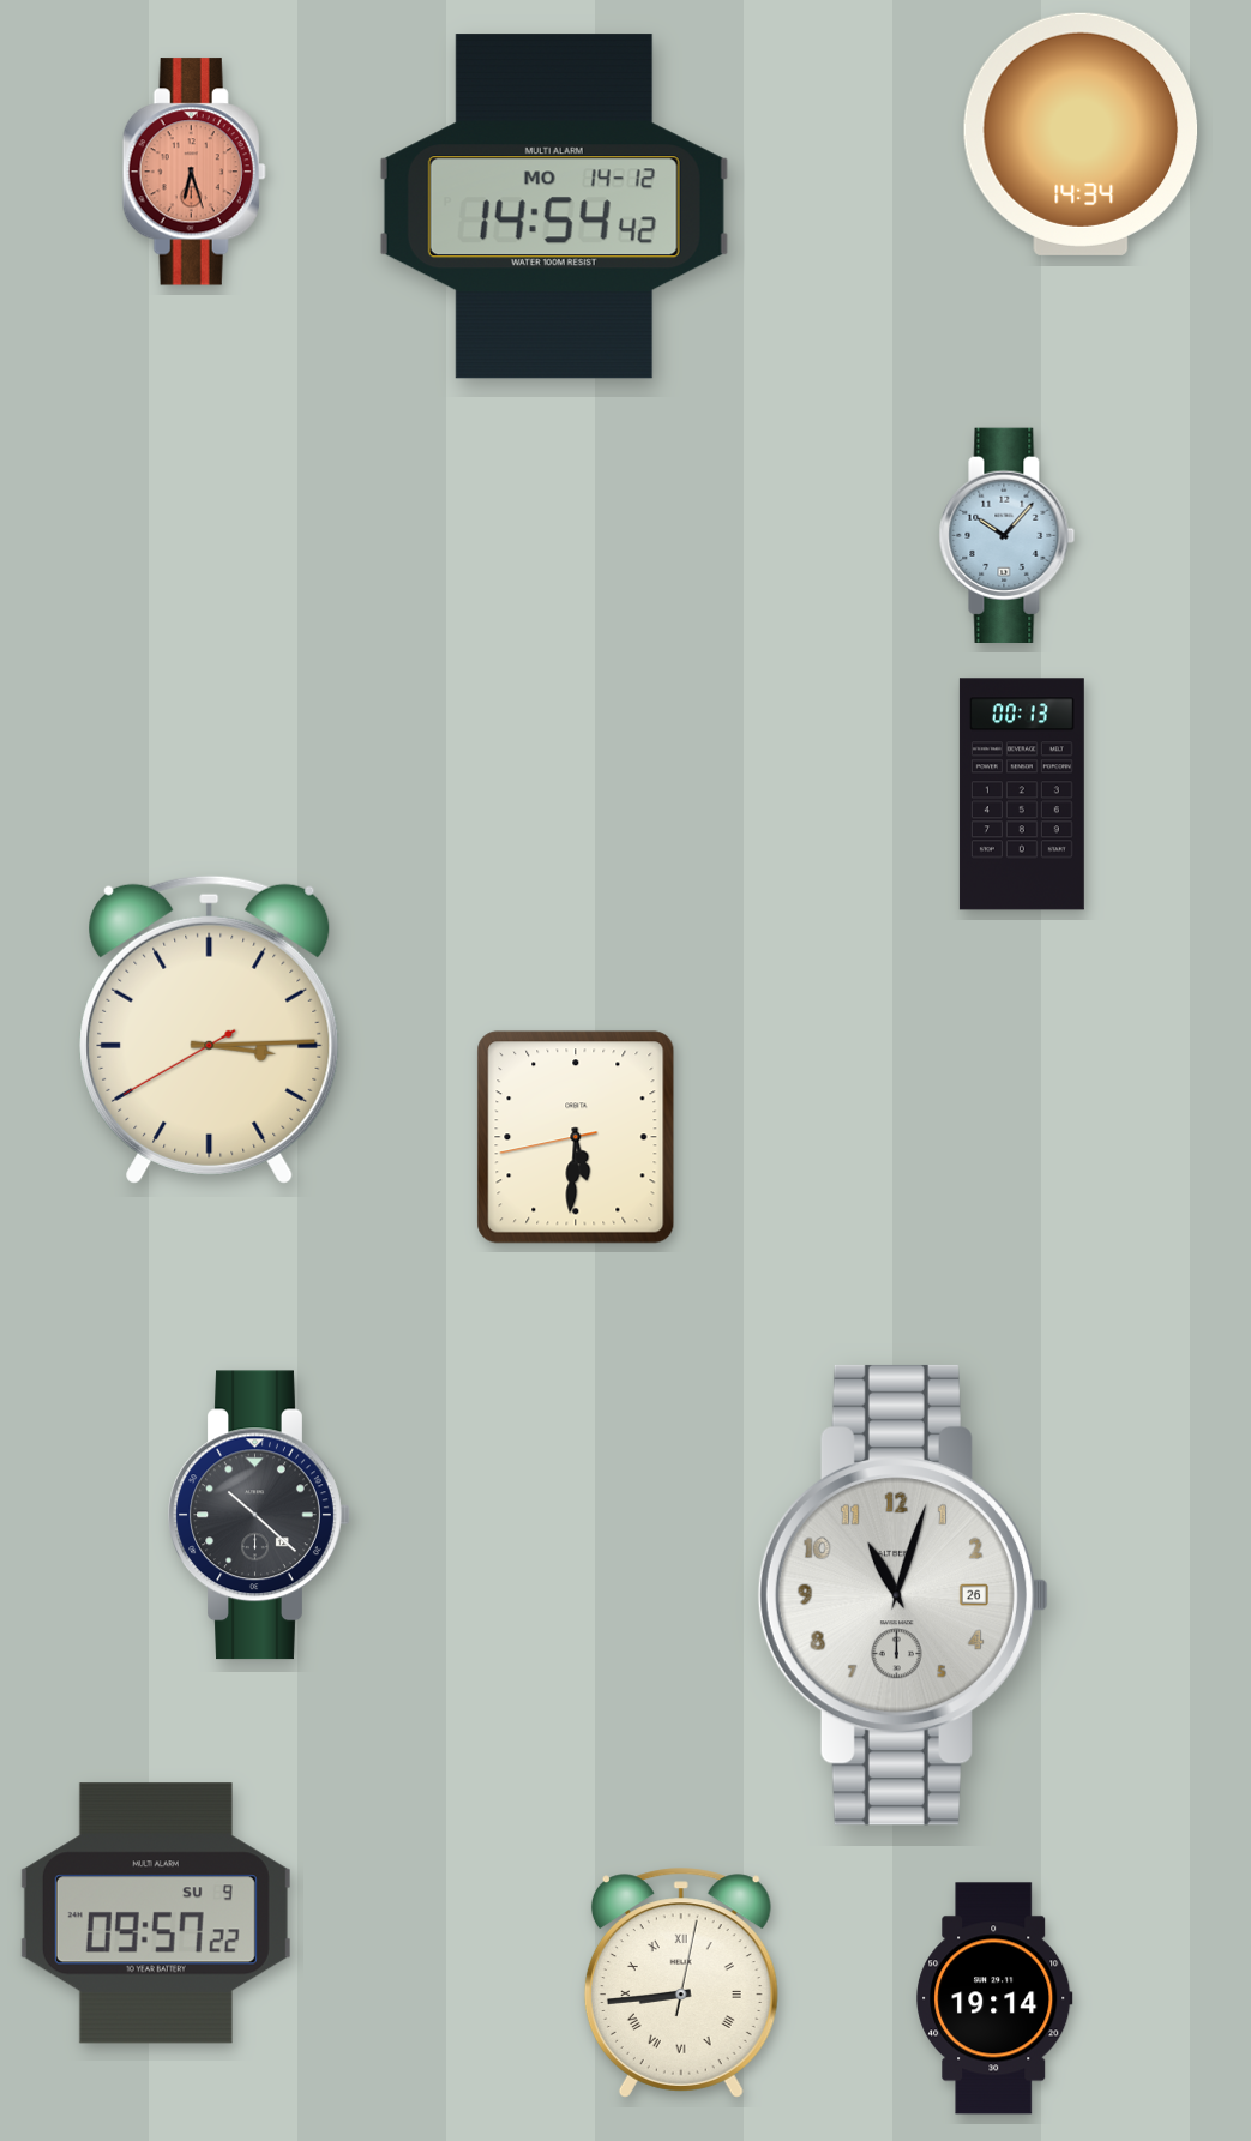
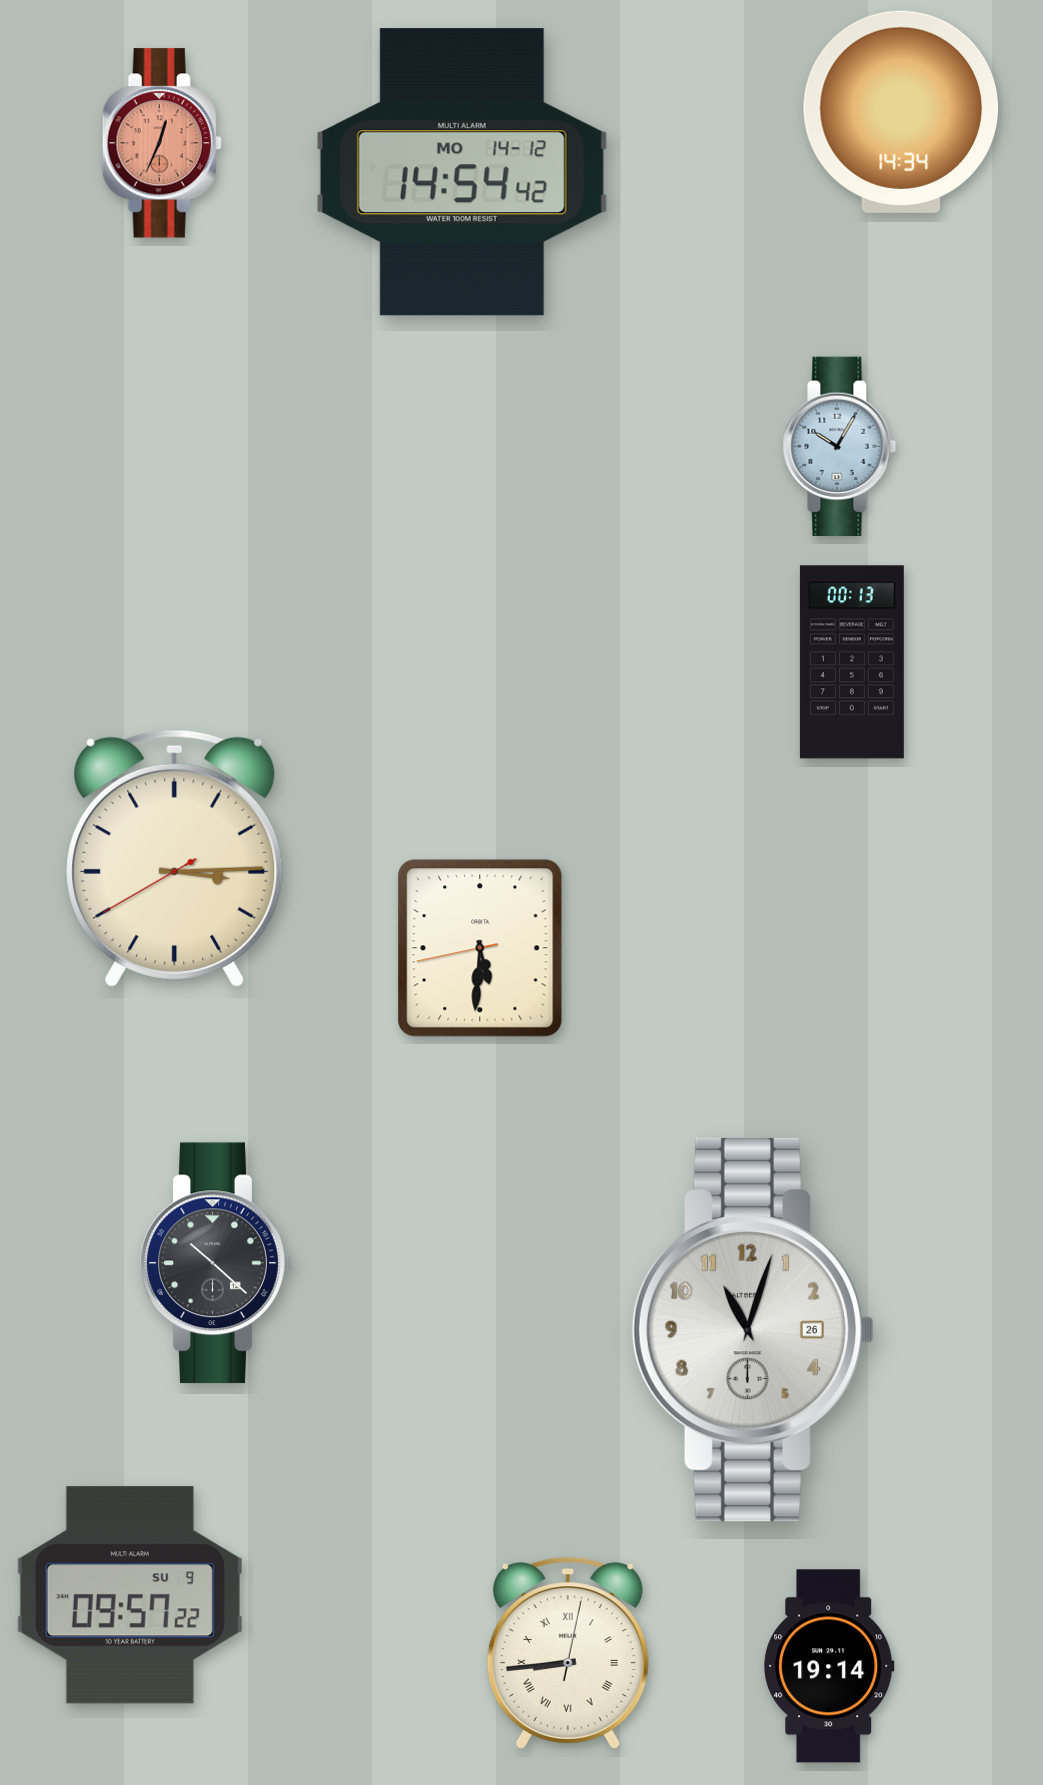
clock at (194, 172): 6:27 -> 12:34
clock at (1008, 535): 10:07 -> 10:05
